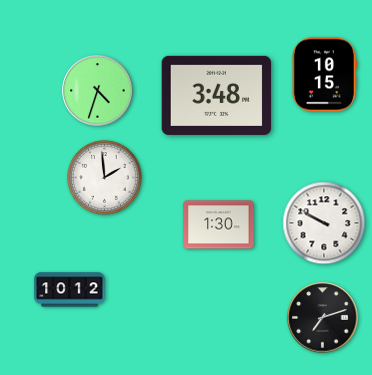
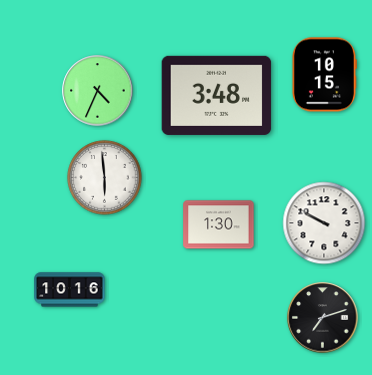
clock at (98, 91): 4:33 -> 4:34
clock at (105, 178): 1:59 -> 5:59
clock at (70, 290): 10:12 -> 10:16
